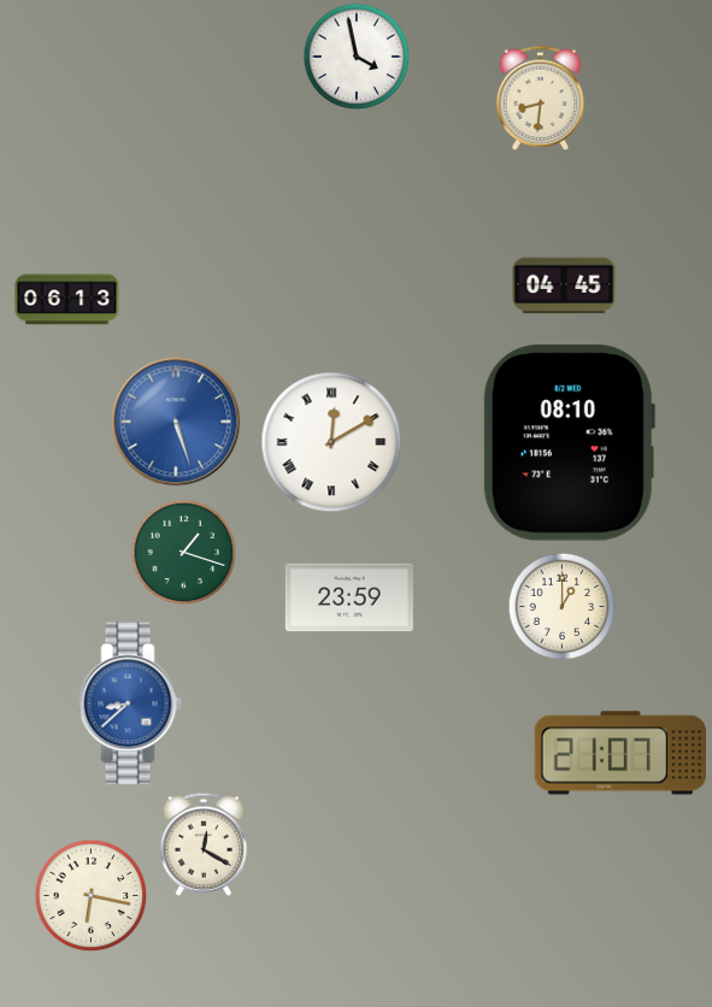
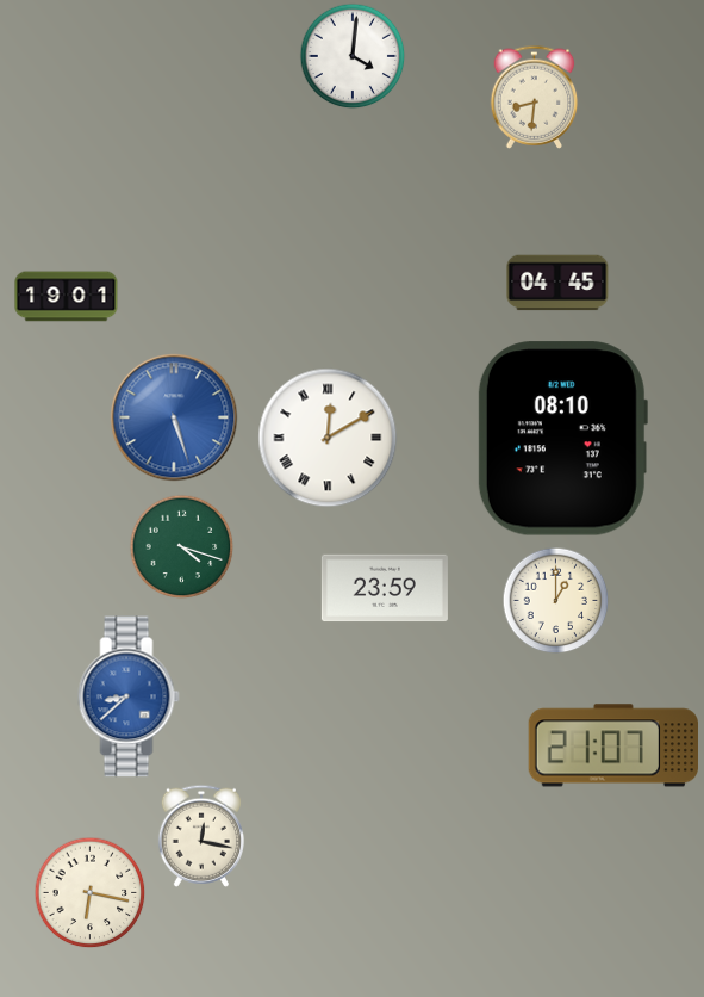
clock at (357, 57): 3:58 -> 4:01
clock at (67, 300): 06:13 -> 19:01
clock at (183, 552): 1:18 -> 4:18
clock at (349, 597) position: (349, 597) -> (385, 588)
clock at (202, 844): 12:20 -> 12:17
clock at (90, 895) position: (90, 895) -> (89, 892)
